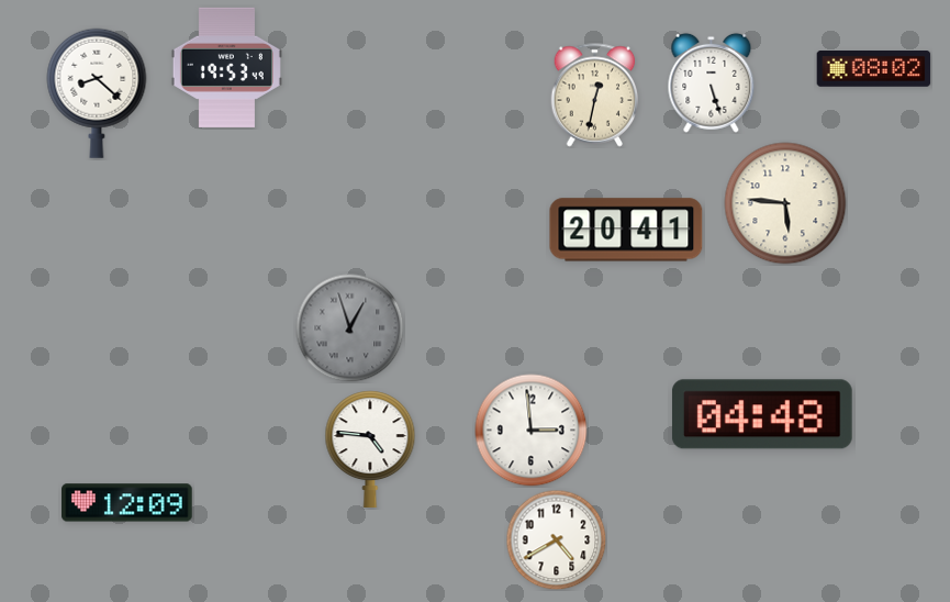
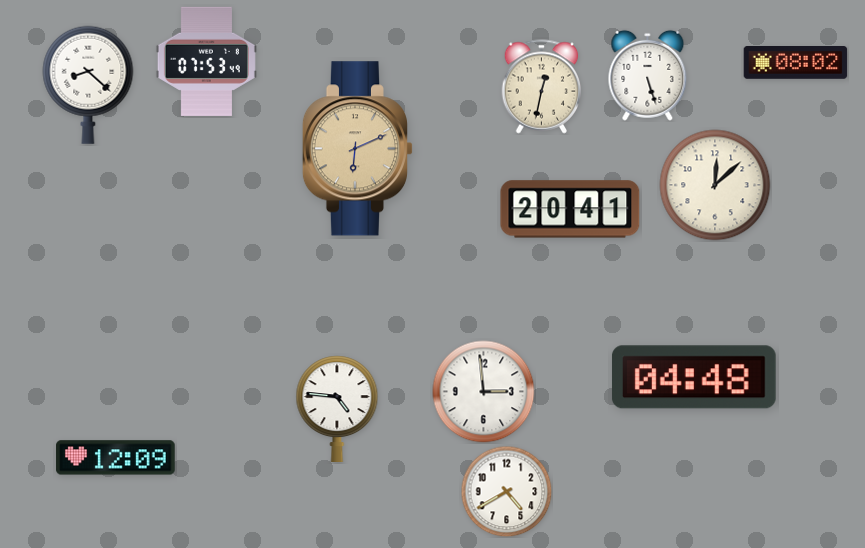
clock at (226, 67): 19:53 -> 07:53
clock at (358, 149): none -> 6:11
clock at (785, 203): 5:46 -> 12:08
clock at (350, 328): 12:57 -> none
